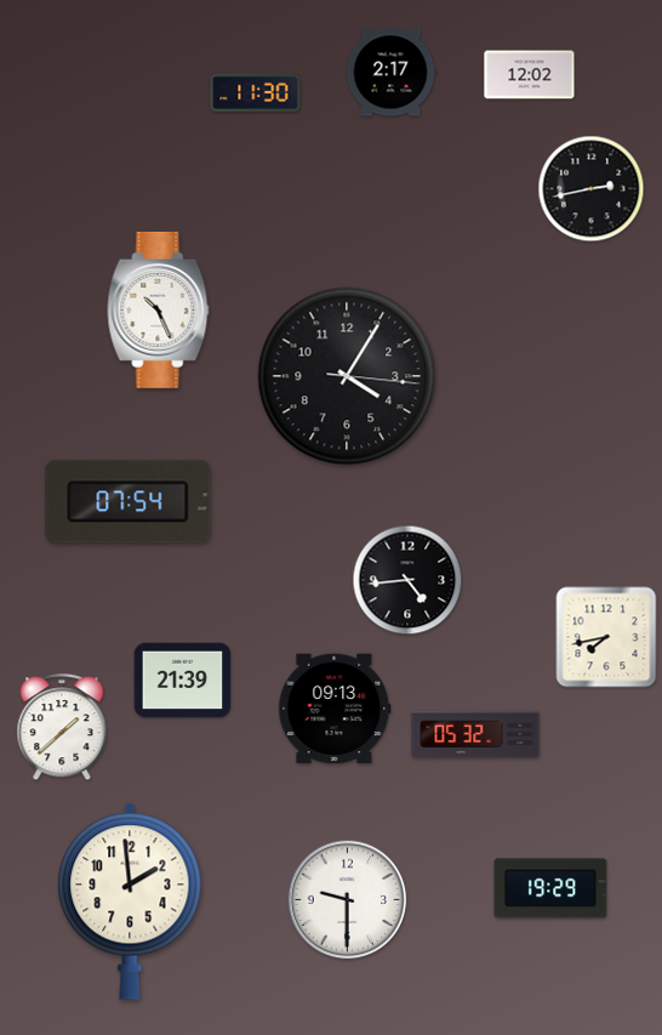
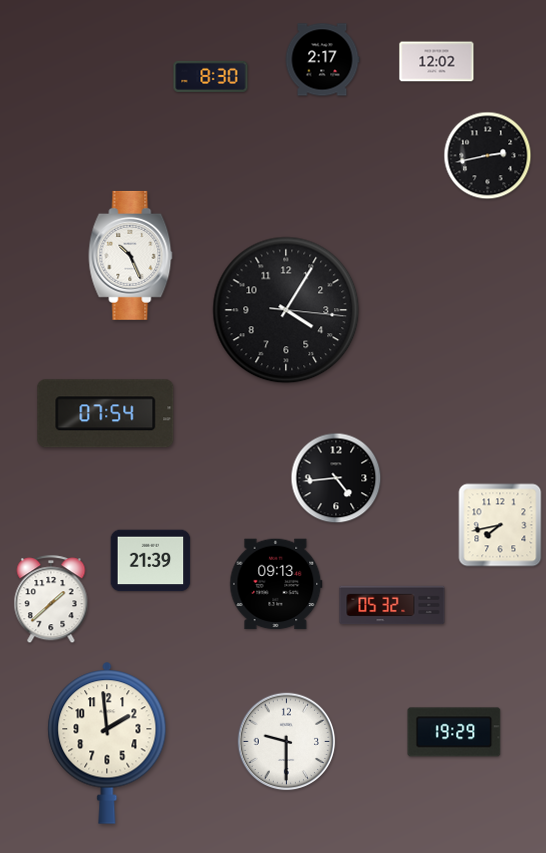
clock at (256, 92): 11:30 -> 8:30
